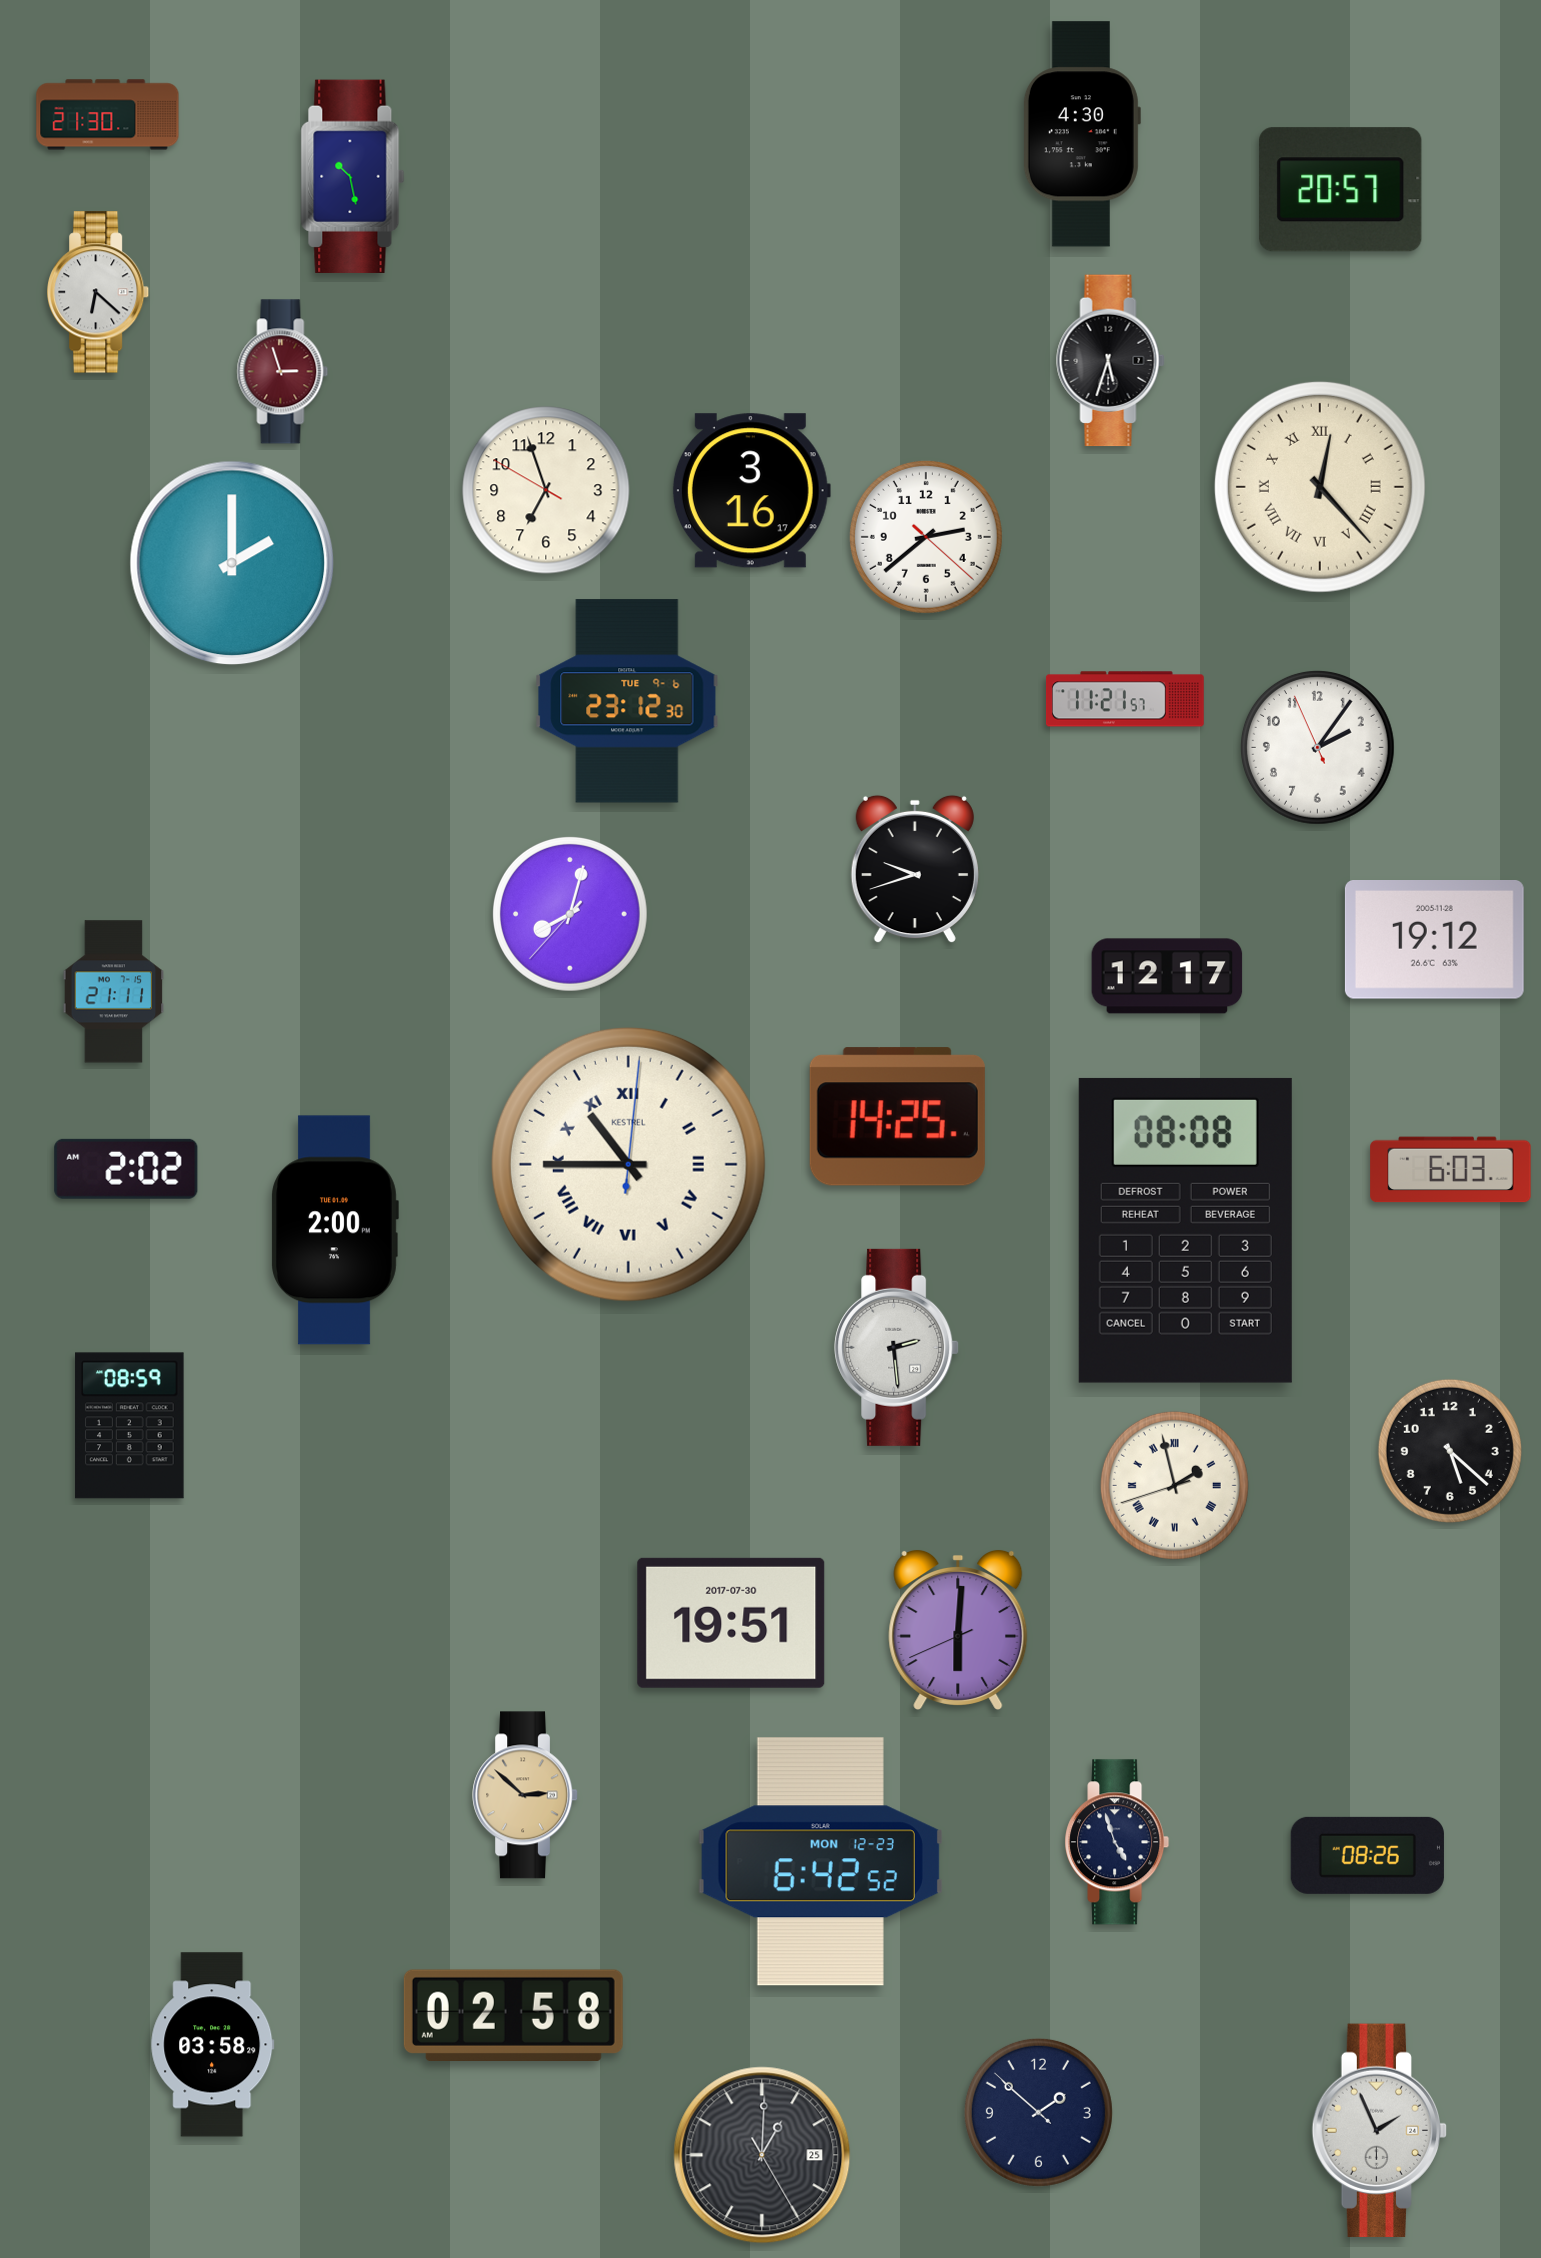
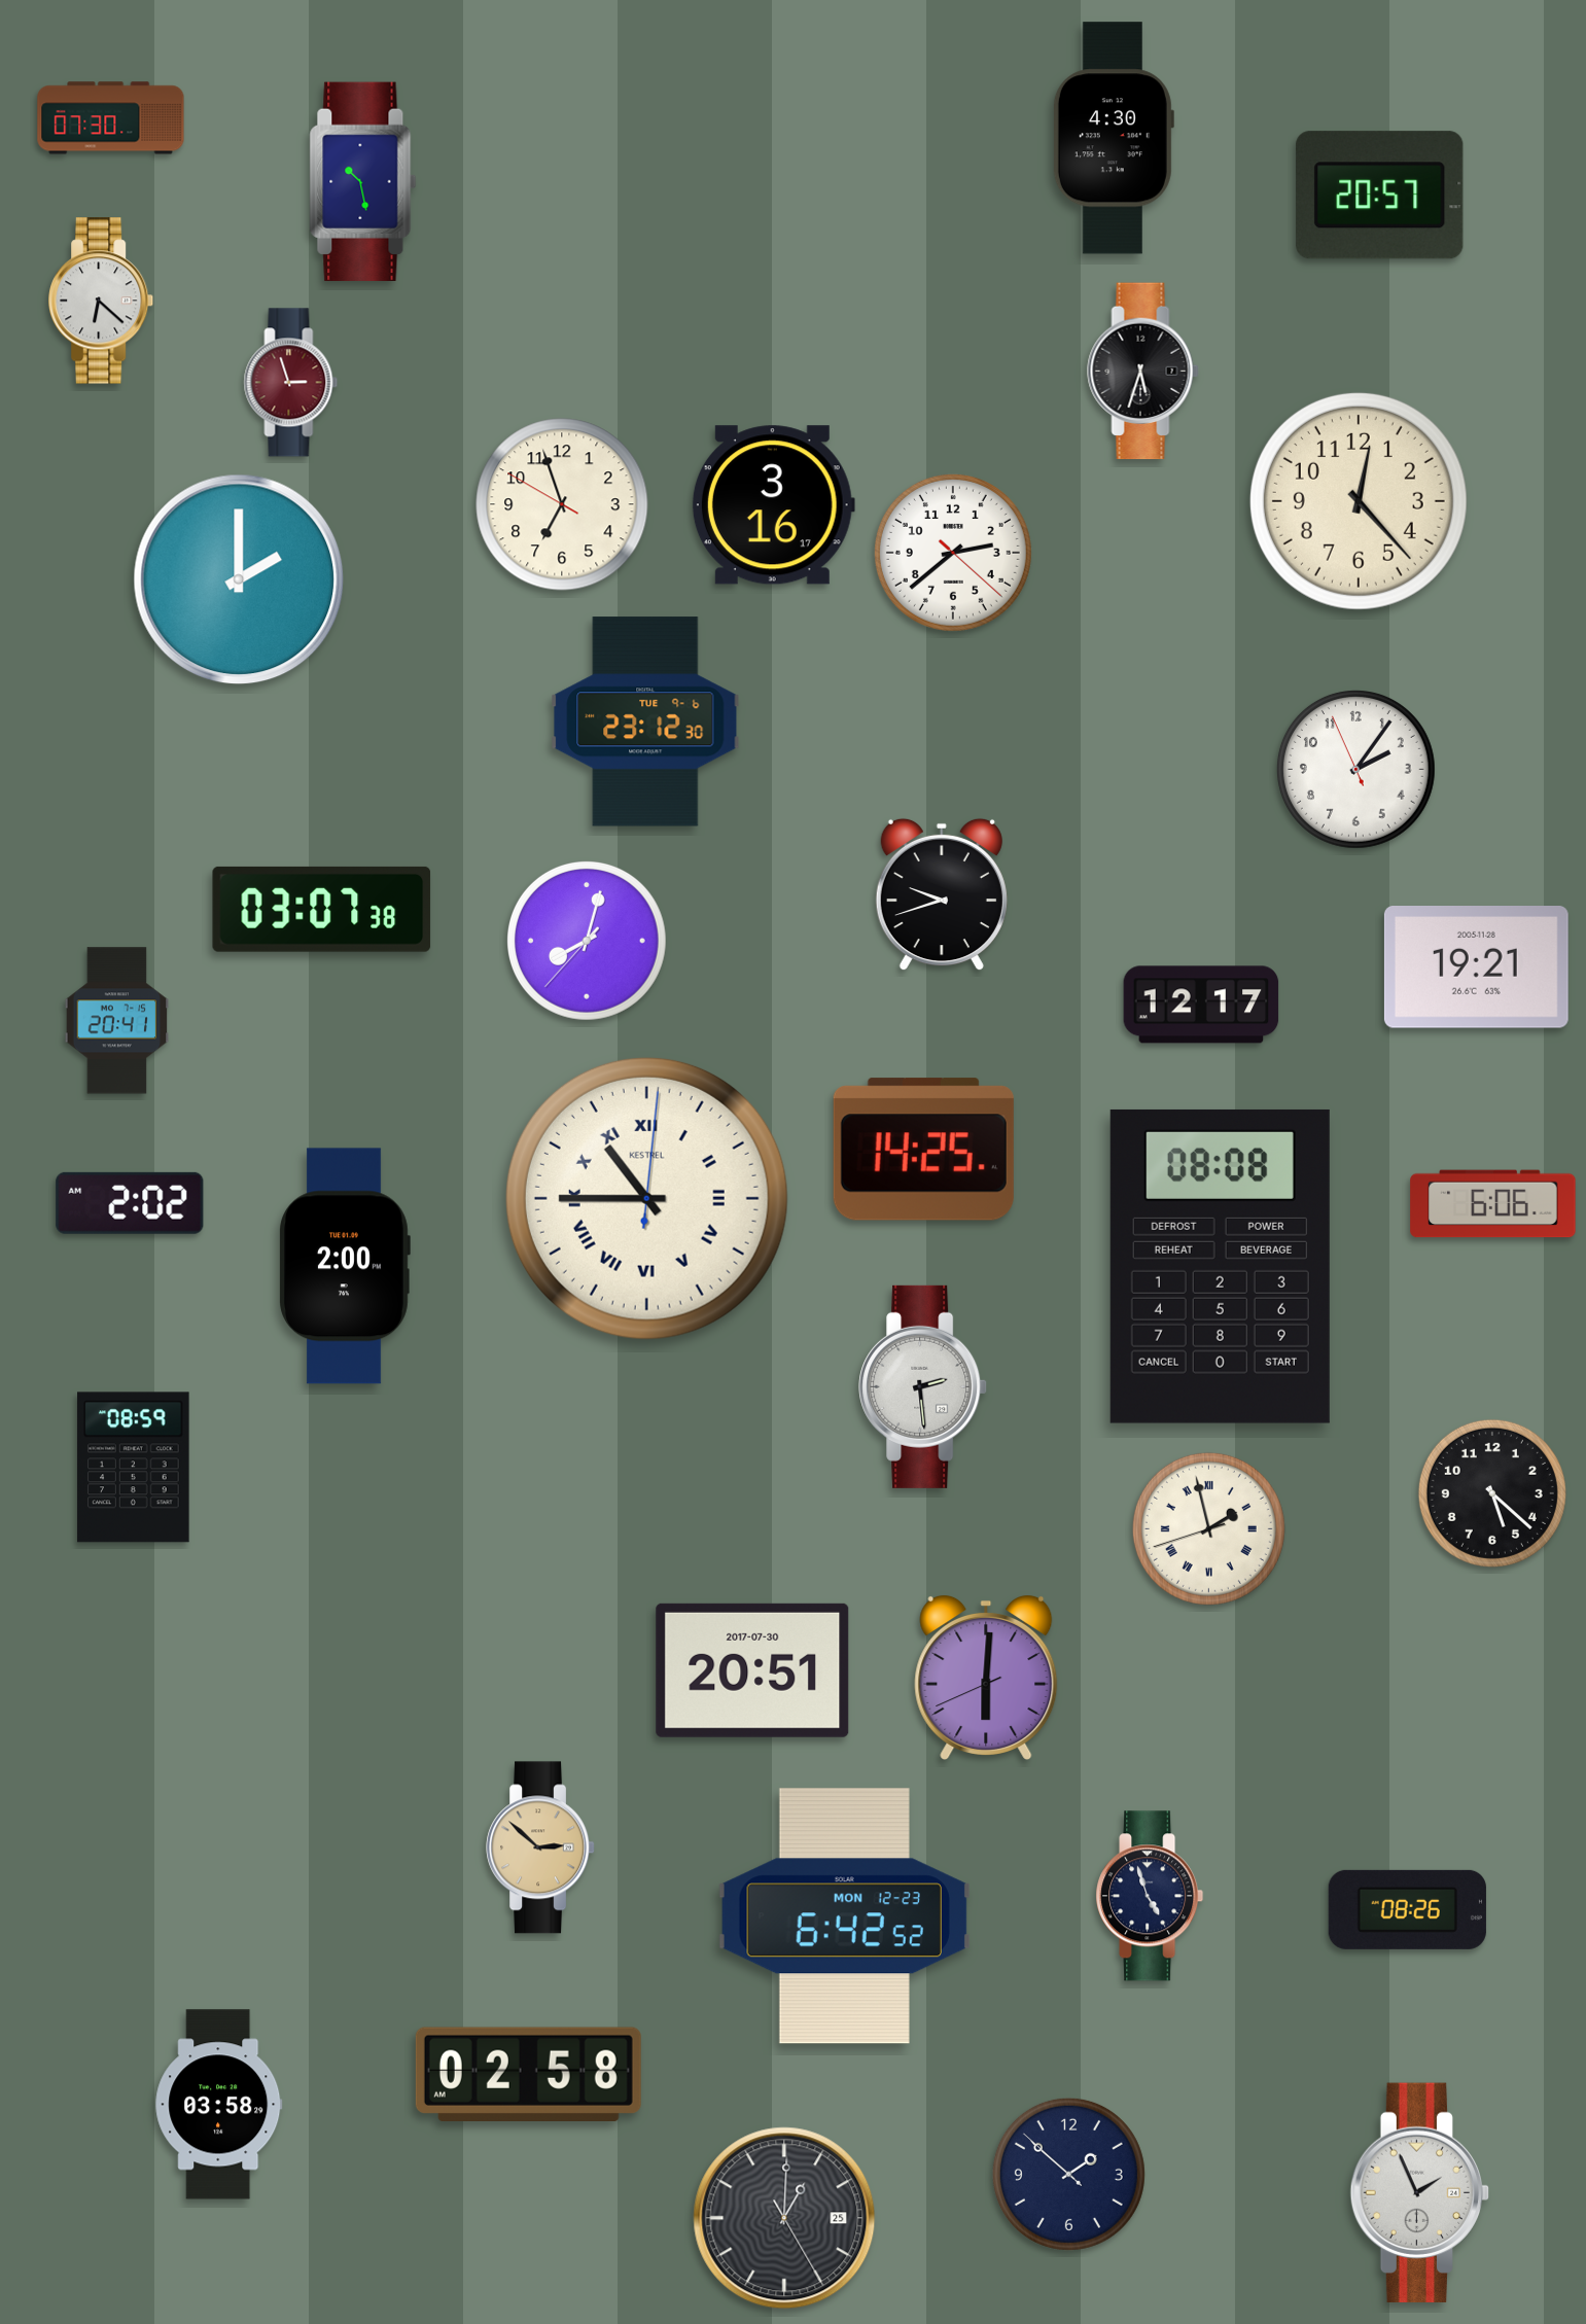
clock at (108, 115): 21:30 -> 07:30
clock at (1320, 487) numerals: Roman -> Arabic
clock at (1125, 699): 11:21 -> none
clock at (322, 909): none -> 03:07
clock at (1434, 940): 19:12 -> 19:21
clock at (114, 992): 21:11 -> 20:41
clock at (1451, 1170): 6:03 -> 6:06
clock at (731, 1623): 19:51 -> 20:51
